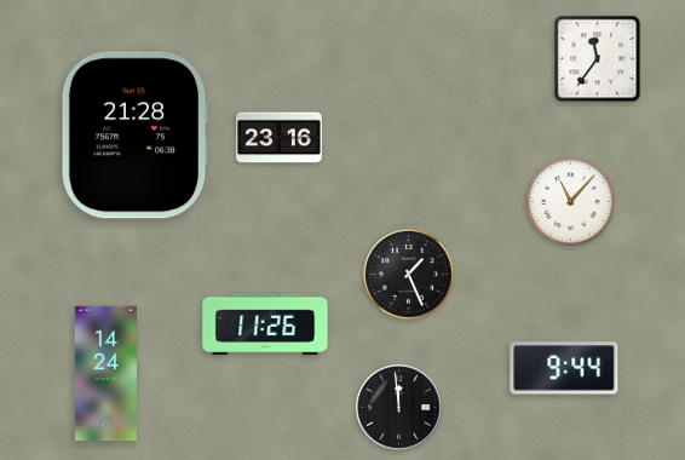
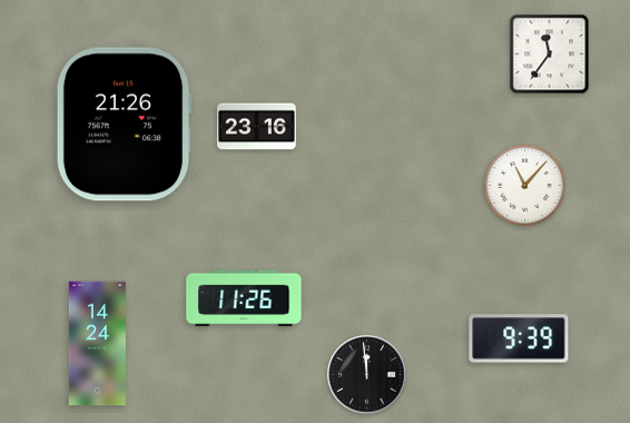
clock at (134, 136): 21:28 -> 21:26
clock at (409, 275): 1:26 -> none
clock at (564, 368): 9:44 -> 9:39
